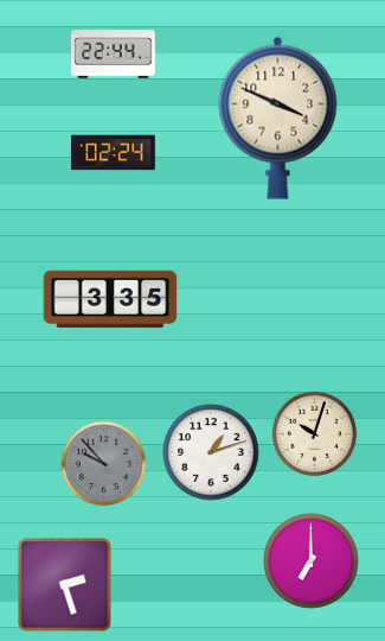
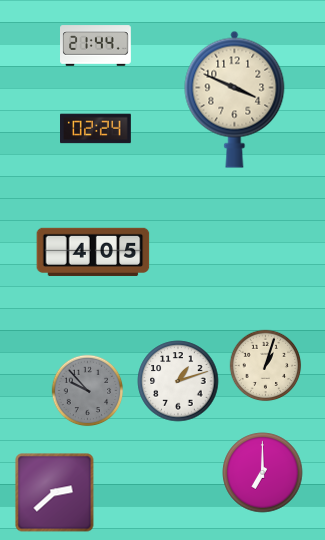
clock at (114, 55): 22:44 -> 21:44
clock at (110, 299): 3:35 -> 4:05
clock at (315, 434): 10:03 -> 1:03
clock at (65, 585): 2:27 -> 2:38
